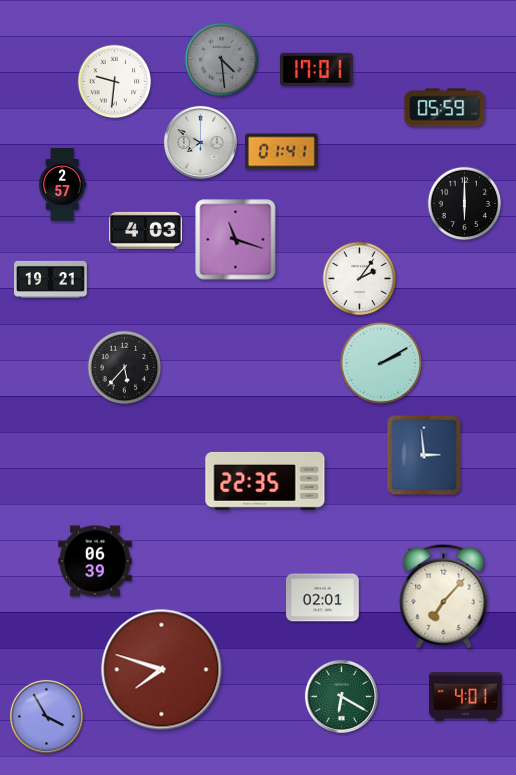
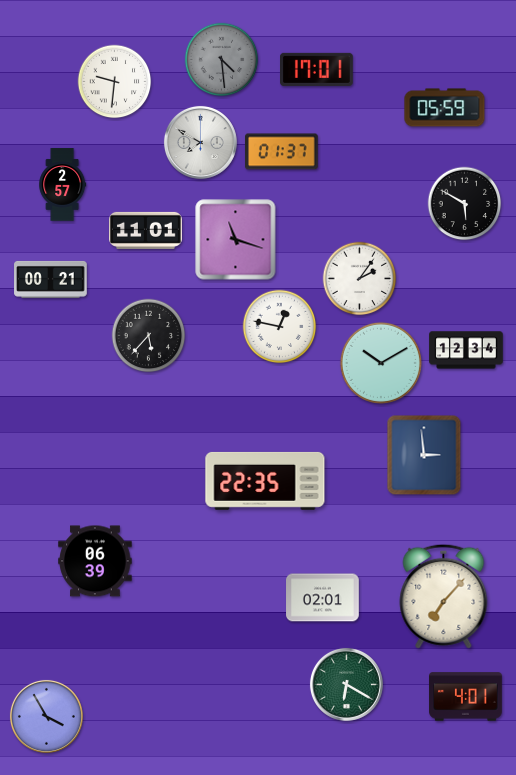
clock at (282, 152): 01:41 -> 01:37
clock at (465, 204): 6:00 -> 5:50
clock at (146, 230): 4:03 -> 11:01
clock at (51, 279): 19:21 -> 00:21
clock at (280, 327): none -> 12:47
clock at (466, 350): none -> 12:34
clock at (381, 363): 2:10 -> 10:10
clock at (125, 368) position: (125, 368) -> (149, 336)
clock at (162, 670): 7:48 -> none
clock at (341, 696) position: (341, 696) -> (346, 684)
